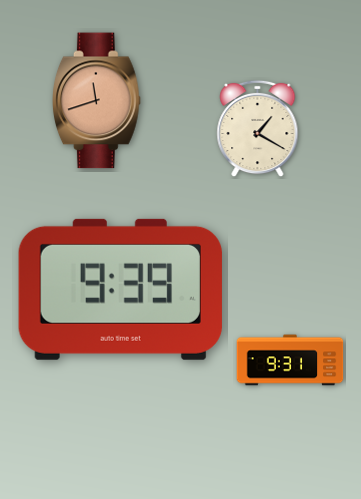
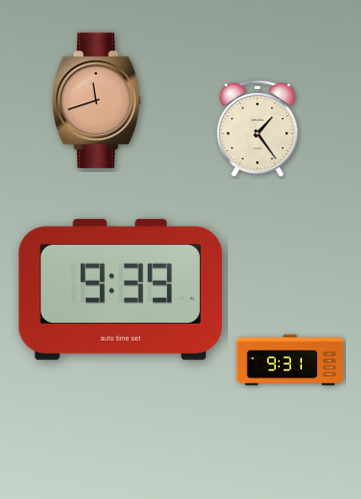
clock at (258, 129): 1:20 -> 1:24
